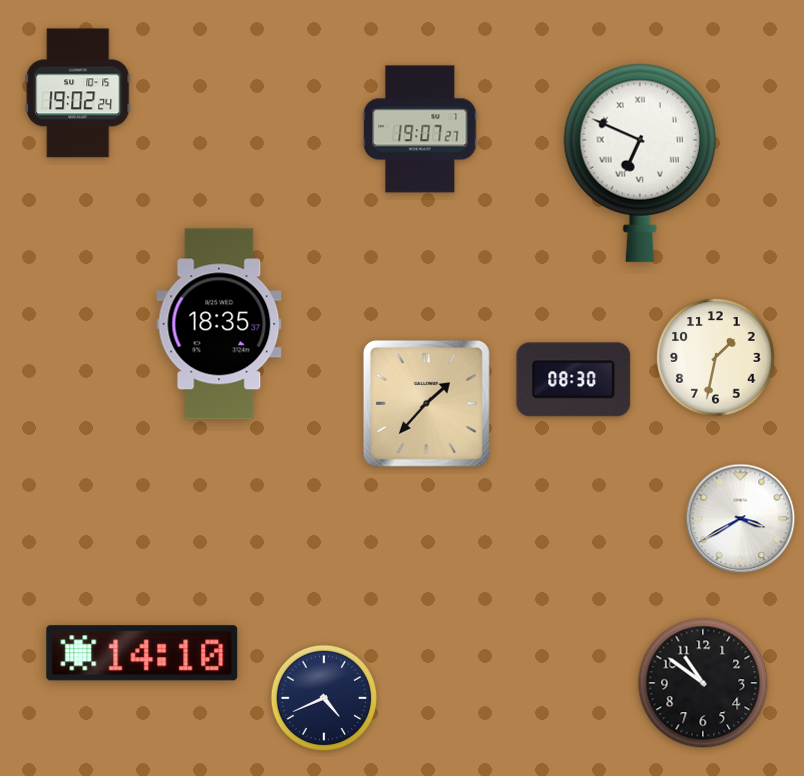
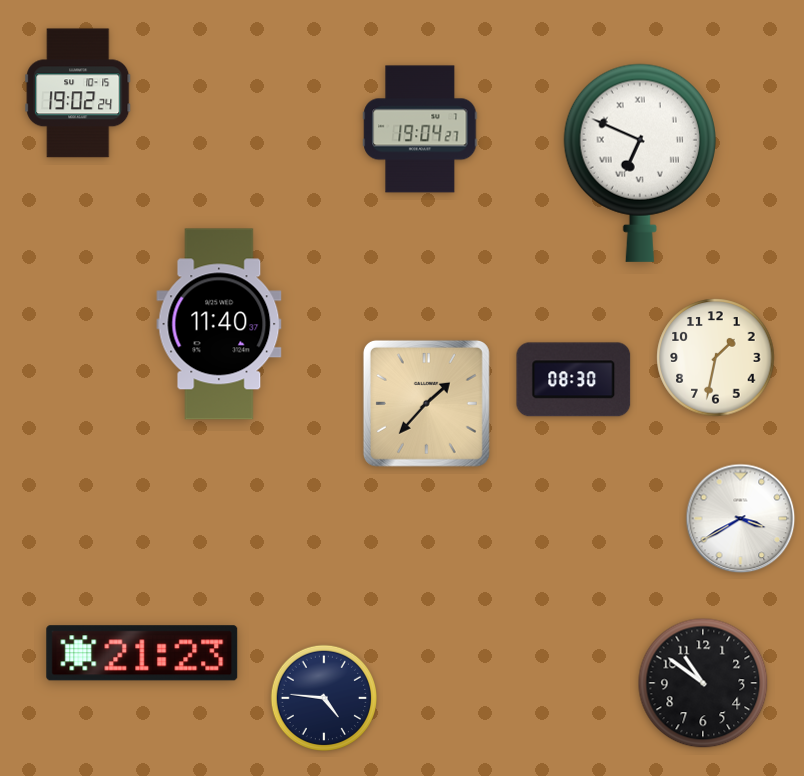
clock at (420, 129): 19:07 -> 19:04
clock at (219, 324): 18:35 -> 11:40
clock at (142, 653): 14:10 -> 21:23
clock at (323, 697): 4:41 -> 4:46
